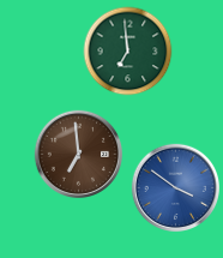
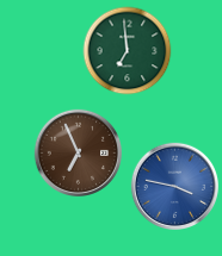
clock at (78, 154): 6:59 -> 6:56
clock at (175, 187): 3:51 -> 3:47
